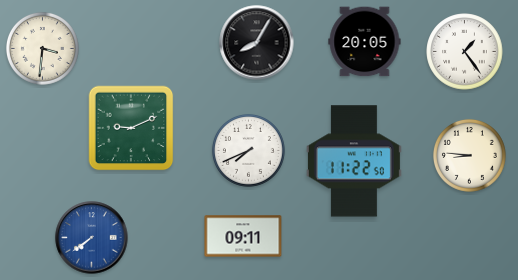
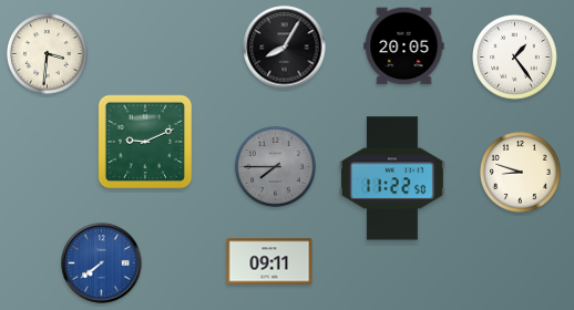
clock at (248, 150): 7:41 -> 7:45
clock at (248, 150) dial: white -> grey
clock at (469, 155): 8:46 -> 8:48
